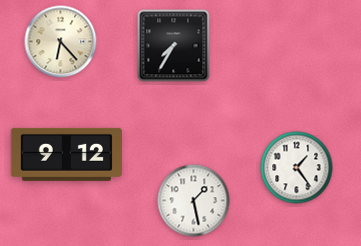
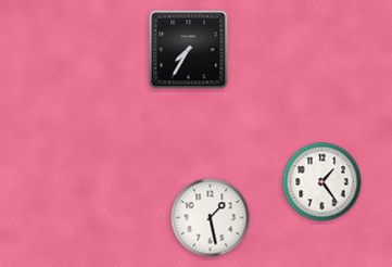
clock at (61, 42): 6:23 -> none
clock at (66, 154): 9:12 -> none
